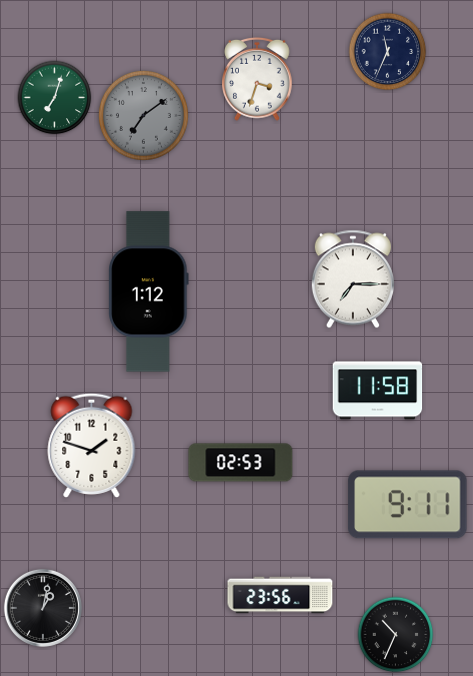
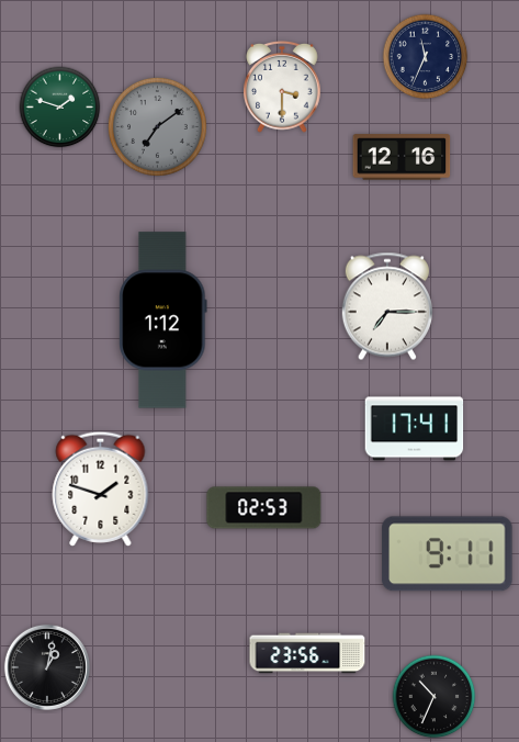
clock at (258, 79): 3:33 -> 3:30
clock at (55, 98): 7:03 -> 1:48
clock at (402, 157): none -> 12:16
clock at (378, 391): 11:58 -> 17:41
